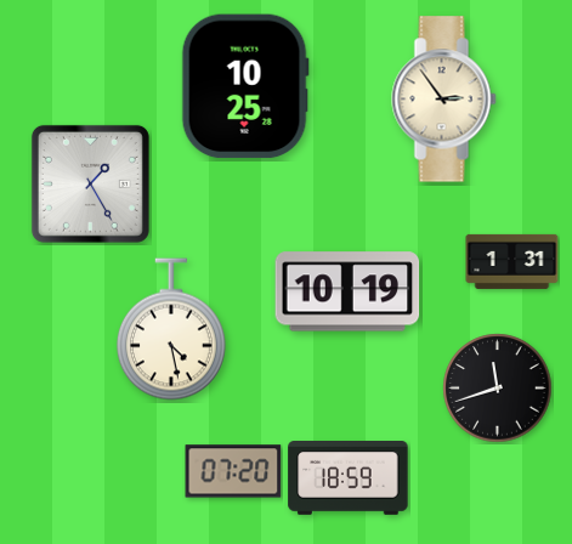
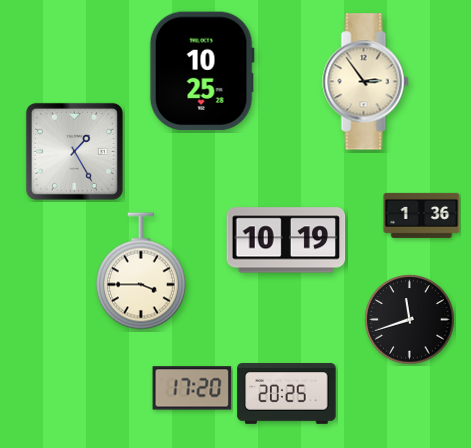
clock at (512, 261): 1:31 -> 1:36
clock at (171, 329): 4:28 -> 3:45
clock at (233, 471): 07:20 -> 17:20
clock at (349, 478): 18:59 -> 20:25
